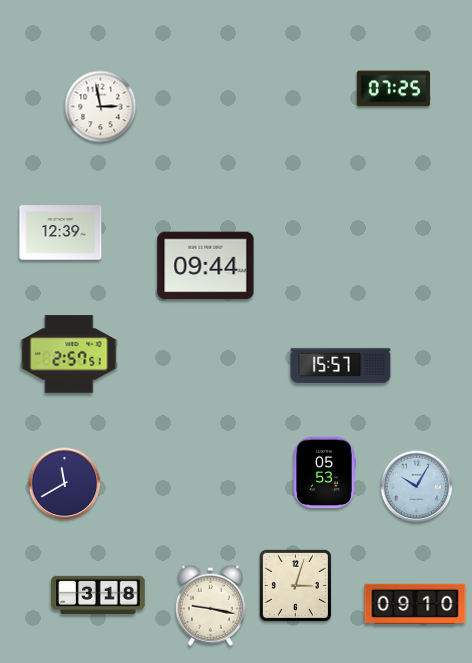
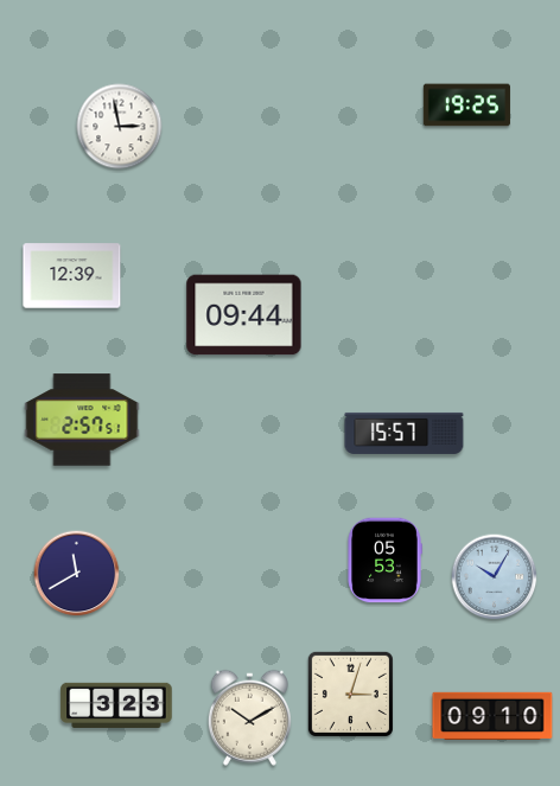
clock at (393, 89): 07:25 -> 19:25
clock at (98, 594): 3:18 -> 3:23
clock at (210, 605): 9:17 -> 10:10
